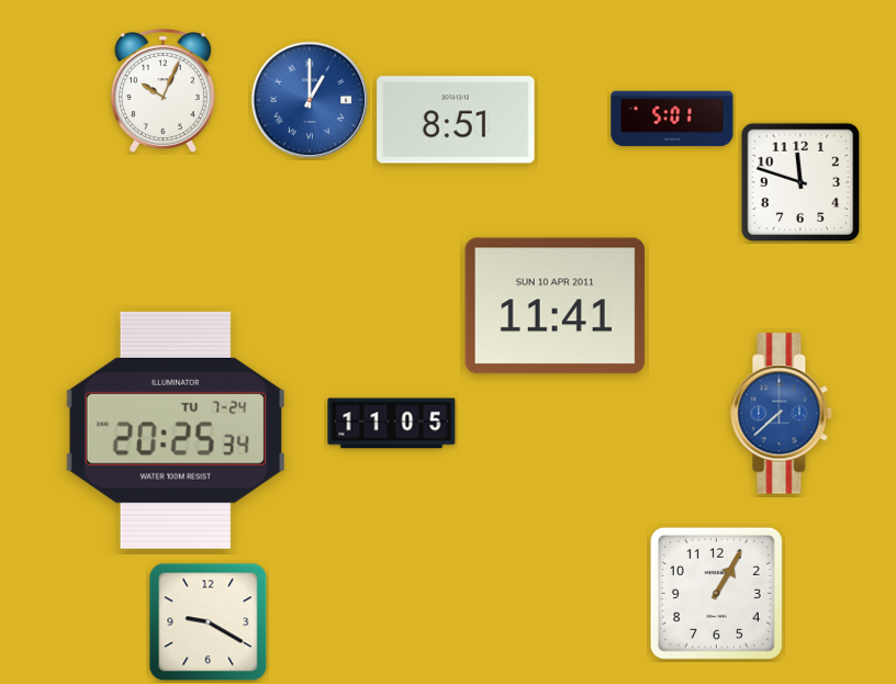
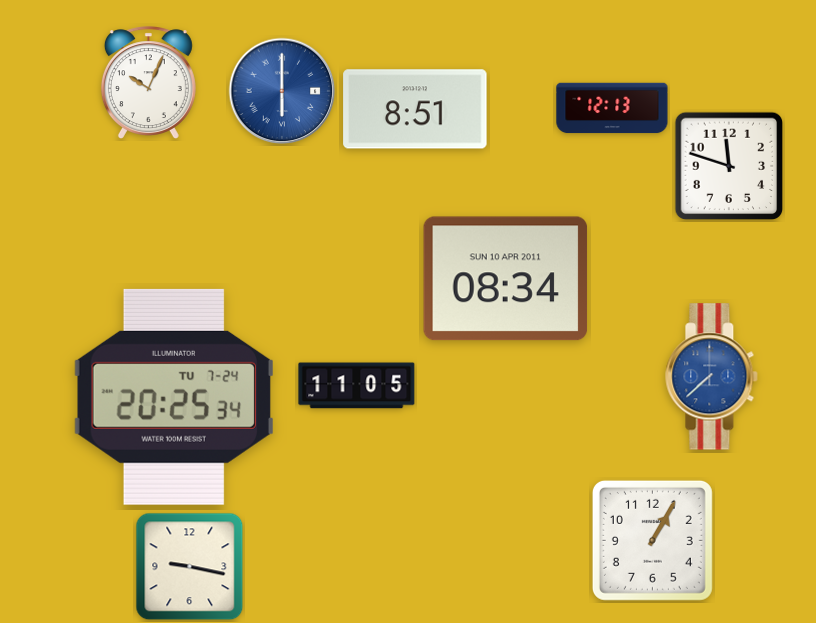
clock at (310, 100): 1:00 -> 6:00
clock at (672, 119): 5:01 -> 12:13
clock at (556, 306): 11:41 -> 08:34
clock at (176, 430) position: (176, 430) -> (174, 397)
clock at (209, 623): 9:20 -> 9:17
